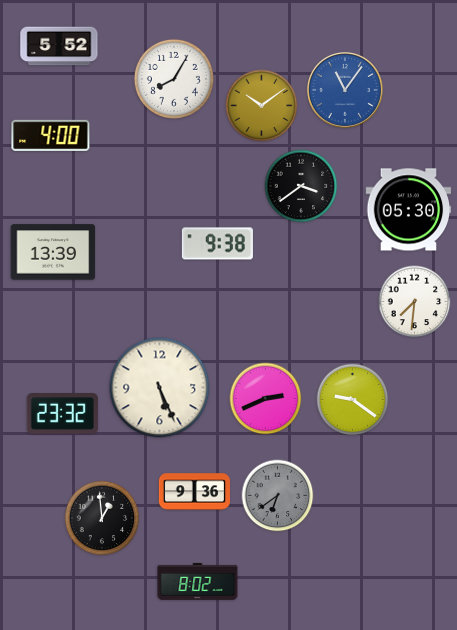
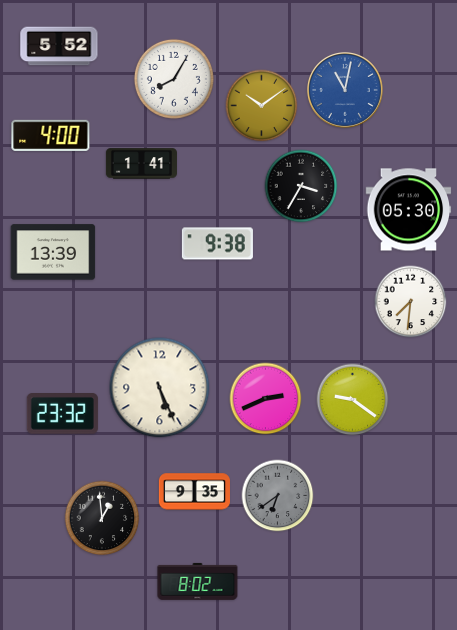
clock at (345, 90): 11:06 -> 11:02
clock at (141, 164): none -> 1:41
clock at (301, 186): 3:39 -> 3:35
clock at (415, 302) position: (415, 302) -> (411, 302)
clock at (194, 492): 9:36 -> 9:35
